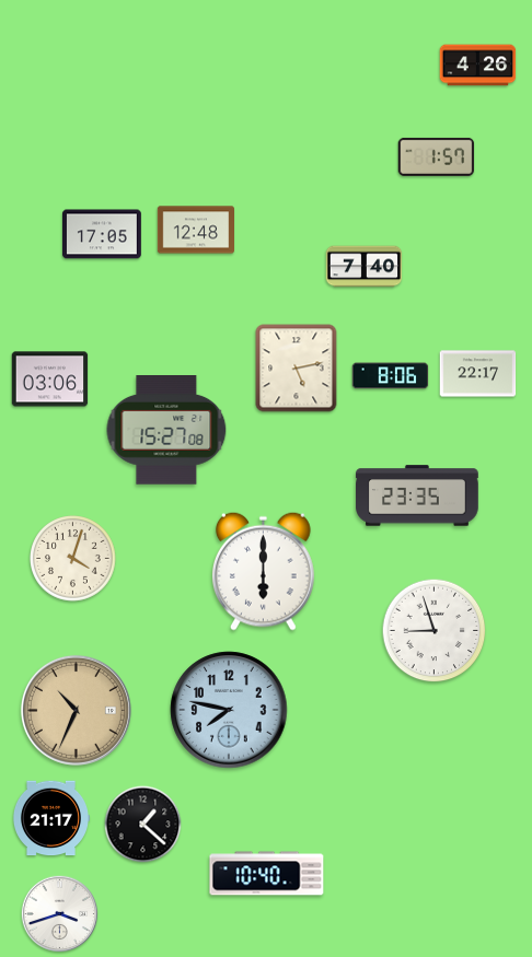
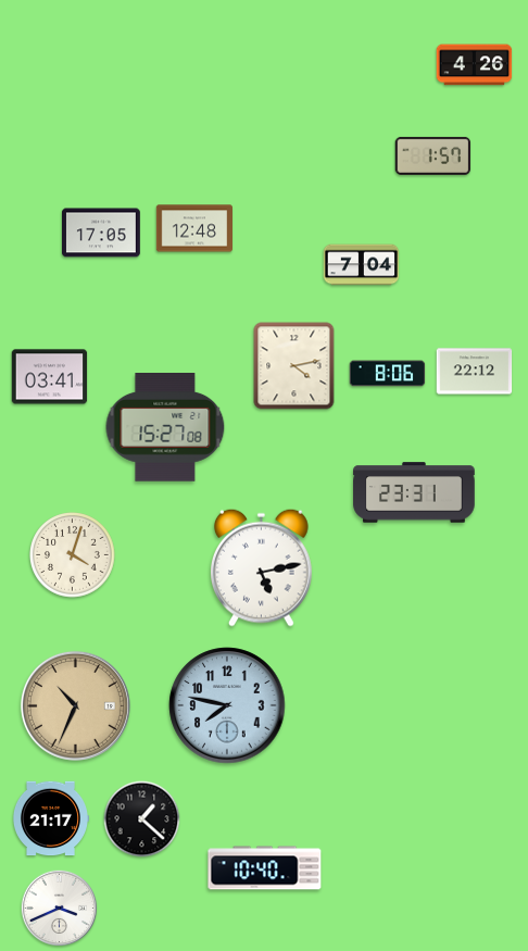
clock at (365, 267): 7:40 -> 7:04
clock at (297, 369): 5:13 -> 4:13
clock at (478, 374): 22:17 -> 22:12
clock at (50, 380): 03:06 -> 03:41
clock at (417, 495): 23:35 -> 23:31
clock at (264, 571): 6:00 -> 5:13
clock at (435, 631): 8:57 -> none
clock at (50, 818) position: (50, 818) -> (50, 818)
clock at (59, 913): 3:42 -> 3:41
